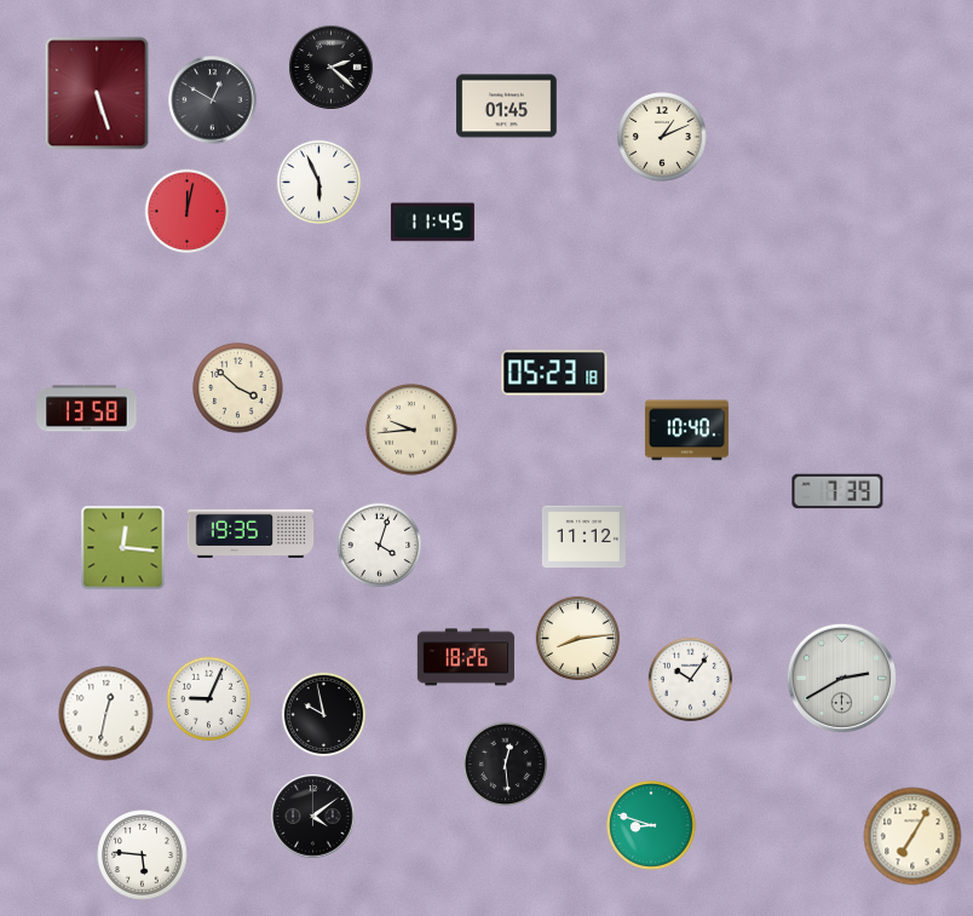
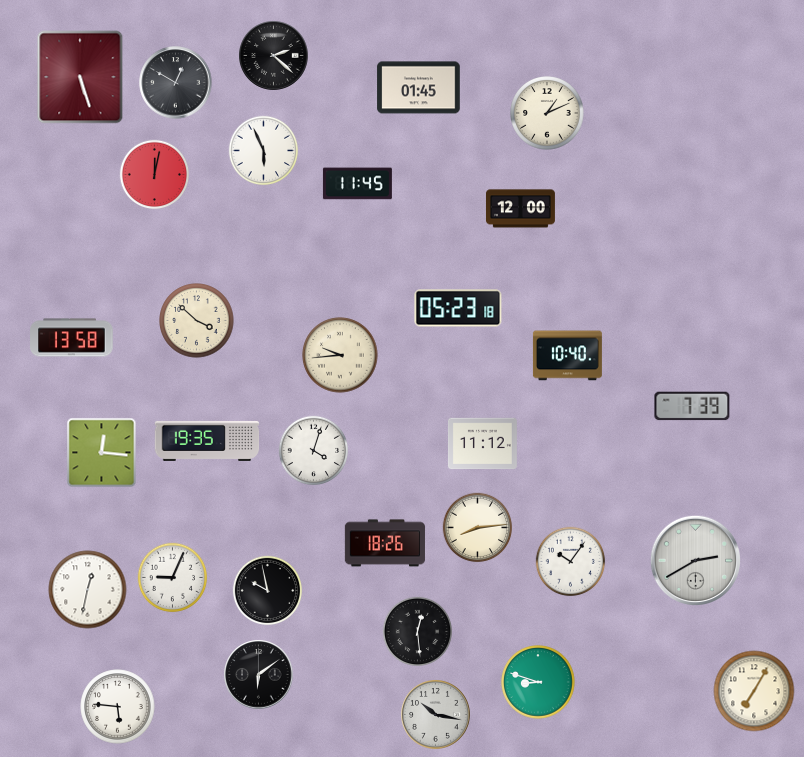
clock at (520, 209): none -> 12:00
clock at (313, 817): 4:09 -> 6:09
clock at (436, 715): none -> 10:17
